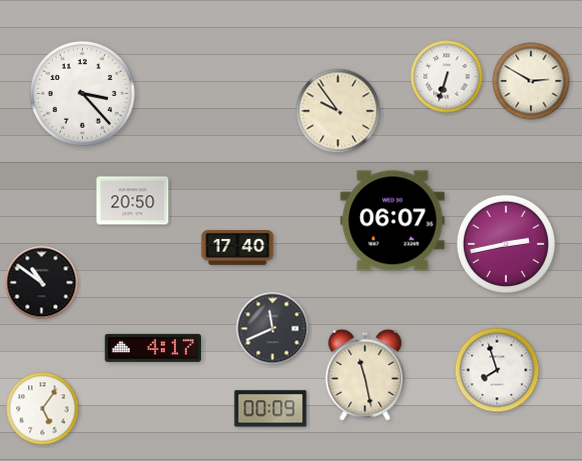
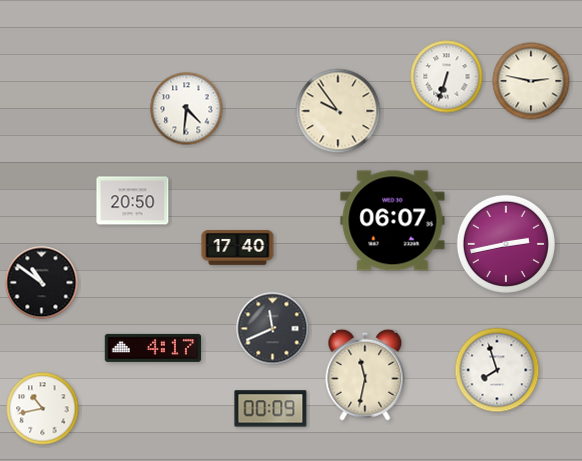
clock at (531, 81): 2:50 -> 2:47
clock at (82, 93): 3:23 -> none
clock at (187, 109): none -> 4:31
clock at (365, 375): 11:28 -> 11:32
clock at (43, 409): 5:06 -> 10:43
